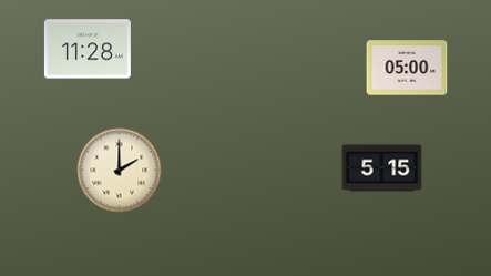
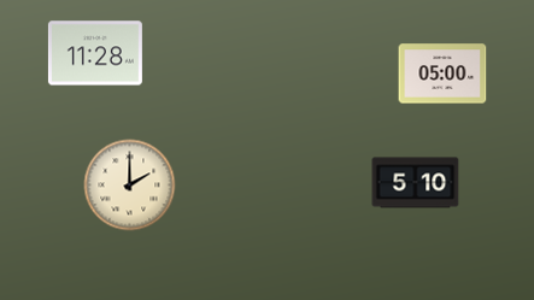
clock at (382, 168): 5:15 -> 5:10
